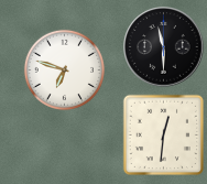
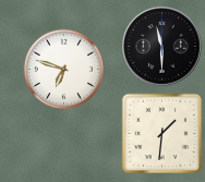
clock at (163, 134): 12:31 -> 1:31
